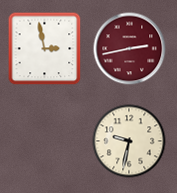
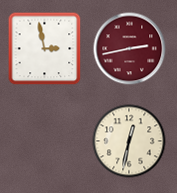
clock at (129, 141): 9:32 -> 12:32
